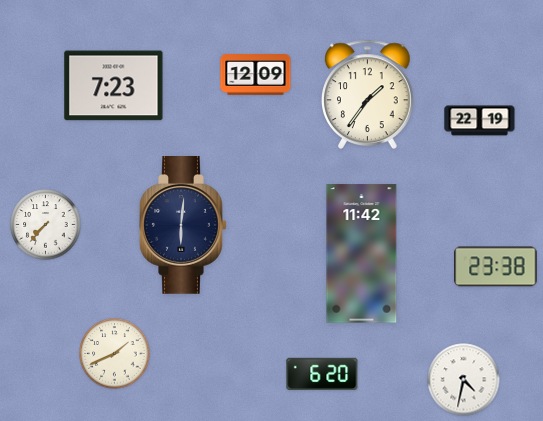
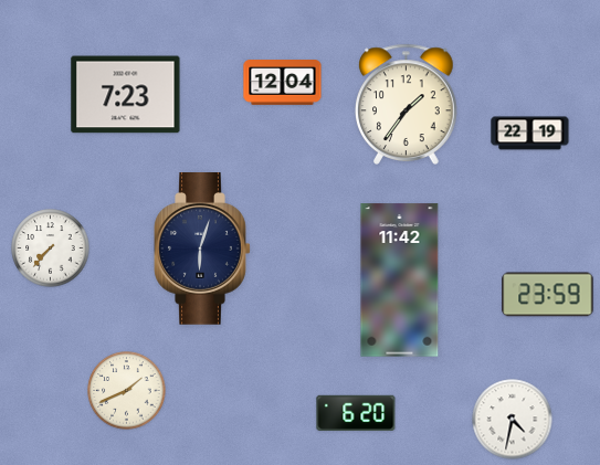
clock at (256, 75): 12:09 -> 12:04
clock at (183, 226): 6:01 -> 6:03
clock at (496, 267): 23:38 -> 23:59
